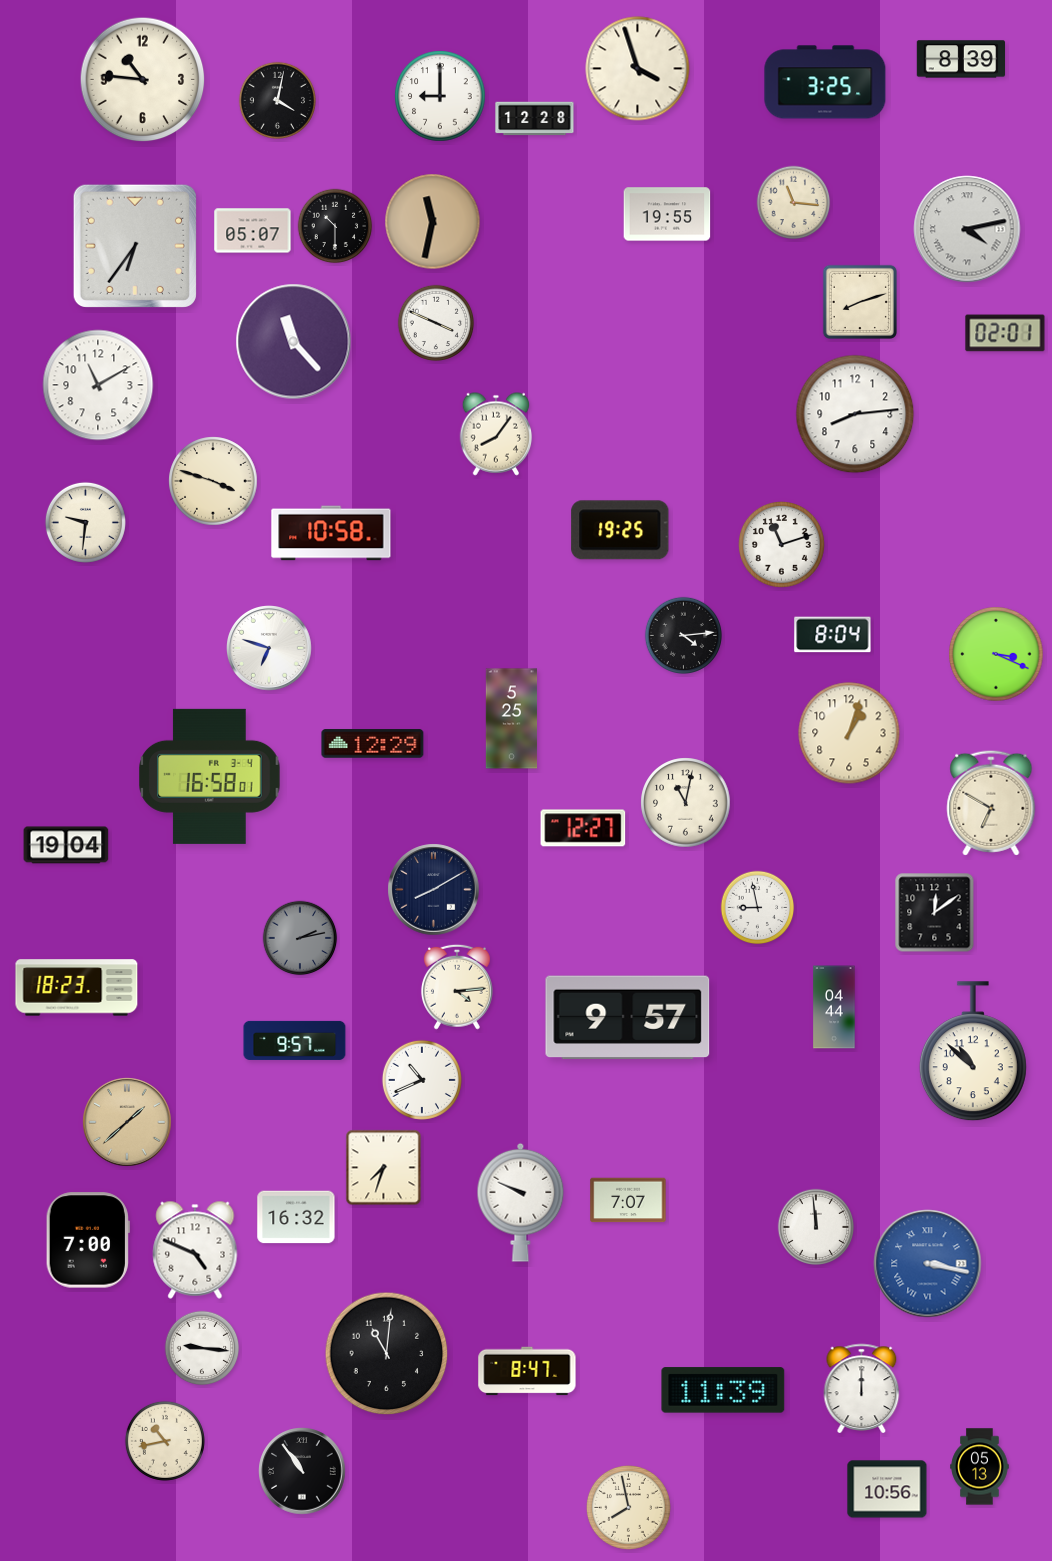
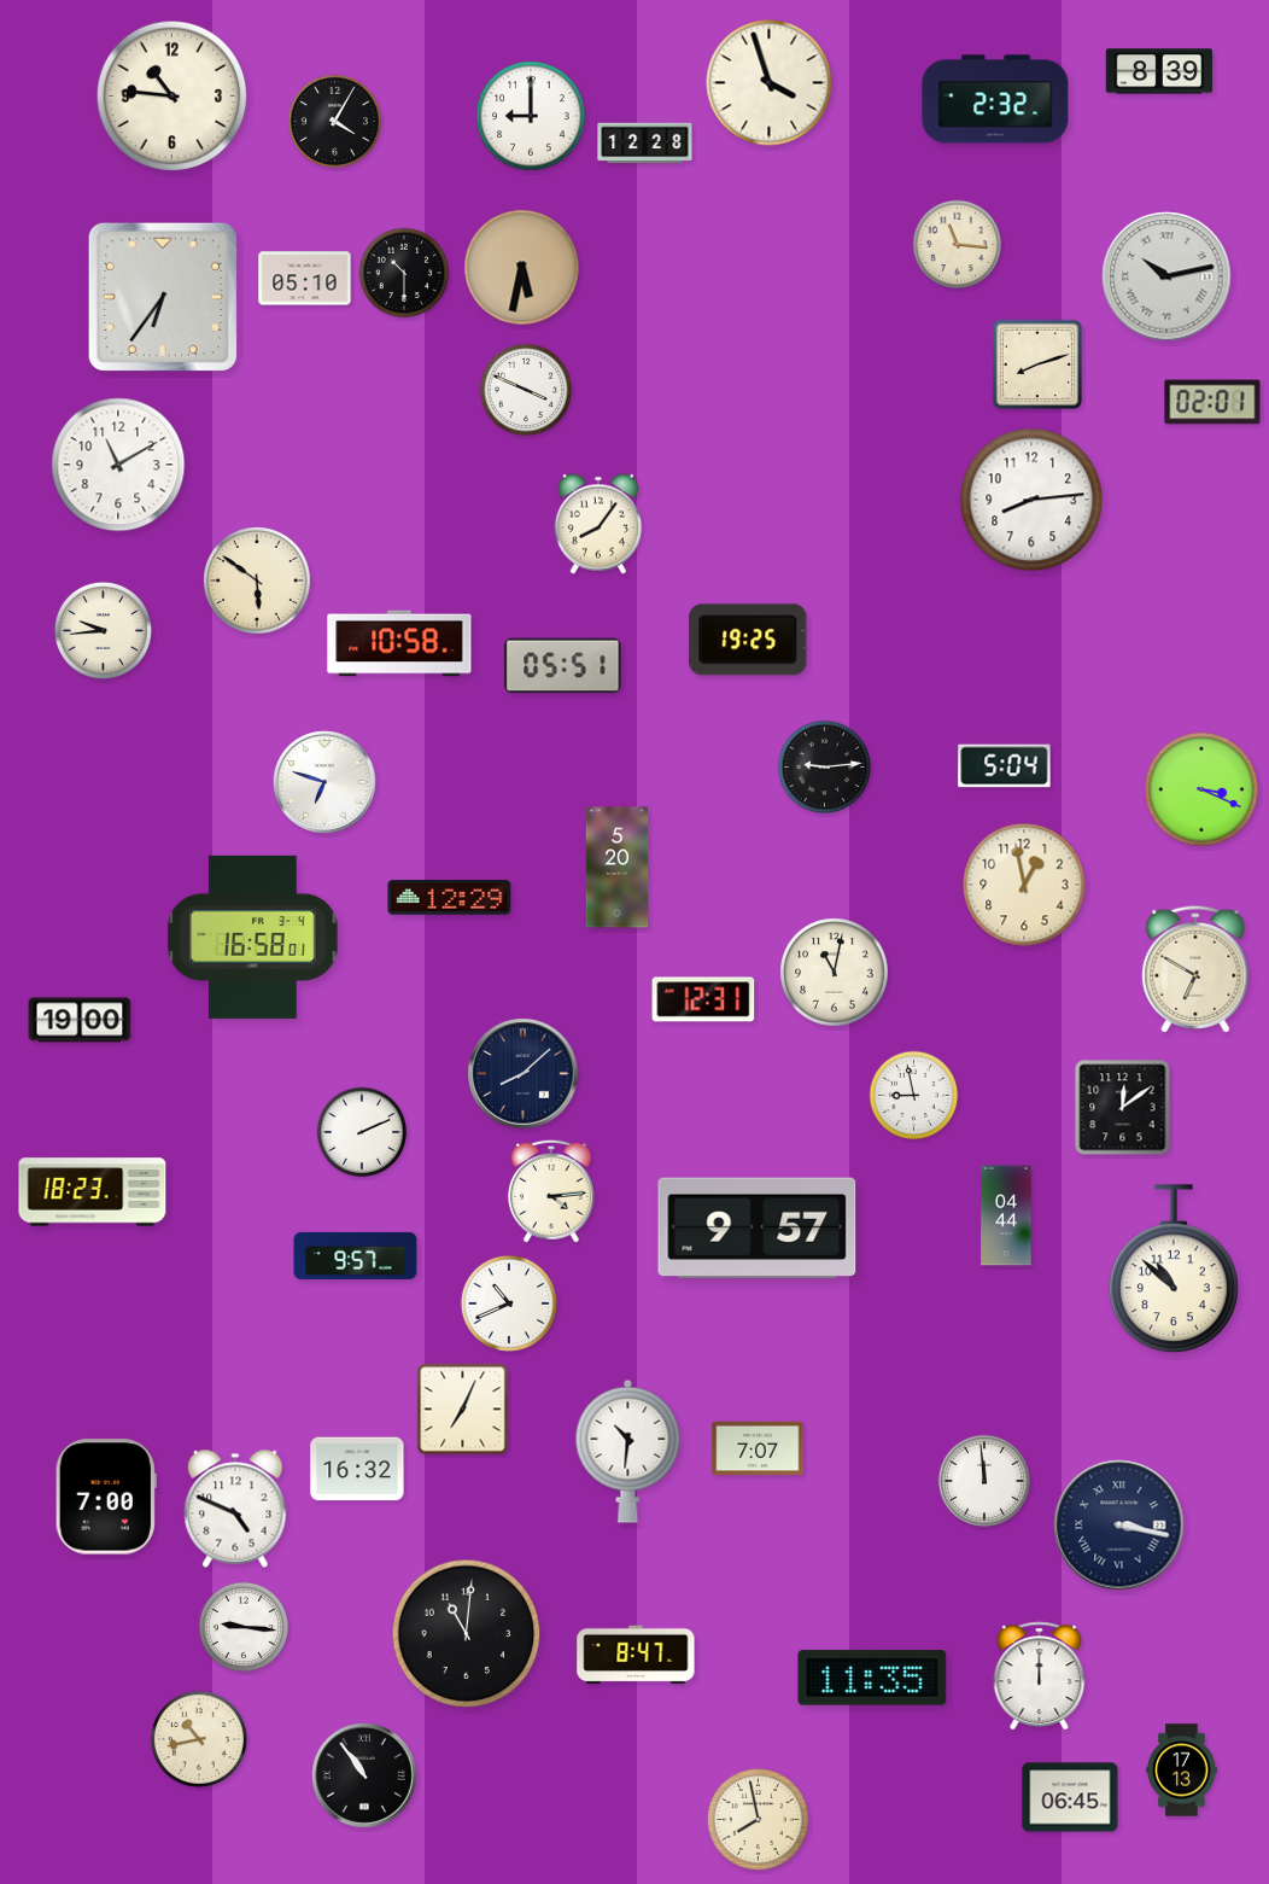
clock at (825, 82): 3:25 -> 2:32
clock at (277, 100): 4:02 -> 4:05
clock at (667, 214): 19:55 -> none
clock at (433, 222): 11:32 -> 5:32
clock at (967, 229): 4:13 -> 10:13
clock at (253, 231): 05:07 -> 05:10
clock at (294, 342): 11:23 -> none
clock at (213, 481): 3:48 -> 5:51
clock at (85, 522): 9:31 -> 9:44
clock at (782, 545): 11:12 -> none
clock at (563, 666): none -> 05:51
clock at (683, 635): 4:14 -> 9:14
clock at (833, 635): 8:04 -> 5:04
clock at (512, 719): 5:25 -> 5:20
clock at (849, 733): 1:03 -> 12:58
clock at (686, 803) position: (686, 803) -> (835, 973)
clock at (583, 828): 12:27 -> 12:31
clock at (66, 845): 19:04 -> 19:00
clock at (434, 890): 8:10 -> 8:08
clock at (935, 913) position: (935, 913) -> (1123, 1108)
clock at (300, 938): 2:13 -> 2:11
clock at (300, 938) dial: grey -> white
clock at (127, 1122): 1:38 -> none
clock at (384, 1168): 7:33 -> 7:04
clock at (521, 1202): 9:49 -> 10:31
clock at (928, 1264) dial: blue -> navy
clock at (723, 1390): 11:39 -> 11:35
clock at (980, 1467): 05:13 -> 17:13
clock at (887, 1489): 10:56 -> 06:45
